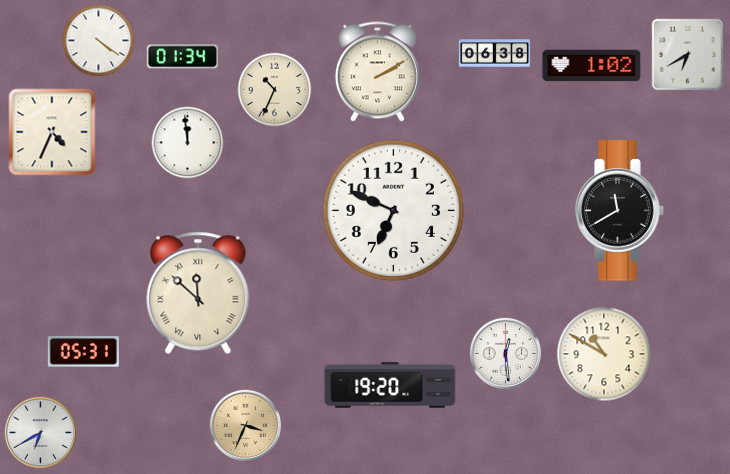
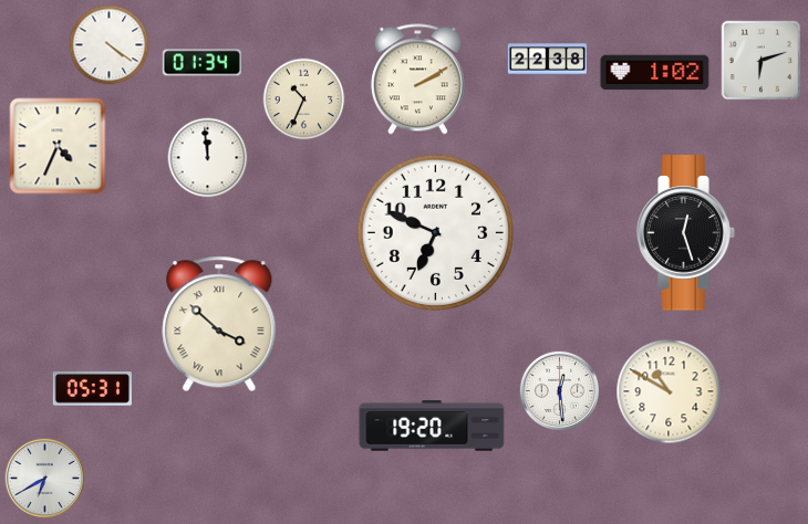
clock at (494, 54): 06:38 -> 22:38
clock at (688, 55): 6:40 -> 6:12
clock at (620, 211): 11:40 -> 12:27
clock at (198, 293): 11:52 -> 3:52
clock at (245, 425): 3:34 -> none
